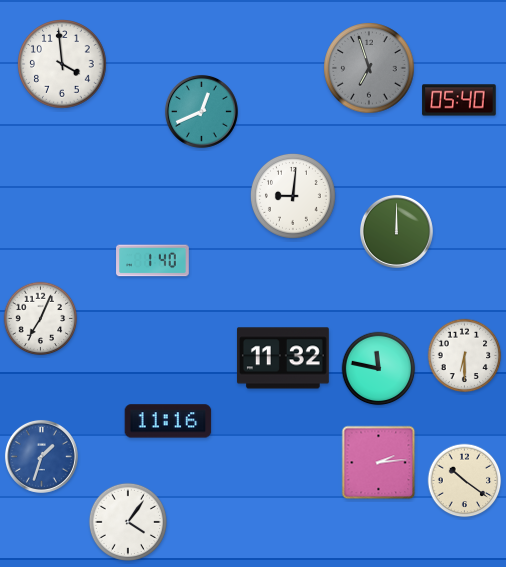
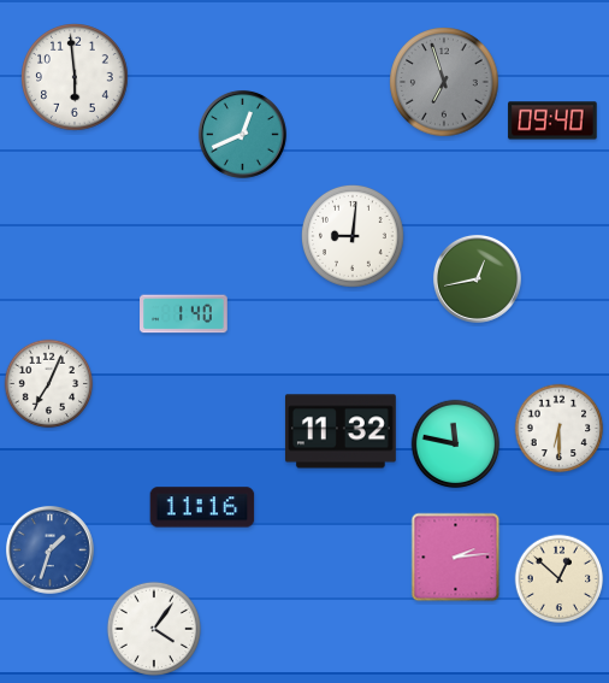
clock at (62, 64): 3:59 -> 5:59
clock at (459, 100): 05:40 -> 09:40
clock at (396, 231): 12:00 -> 12:43
clock at (465, 481): 10:21 -> 12:52
